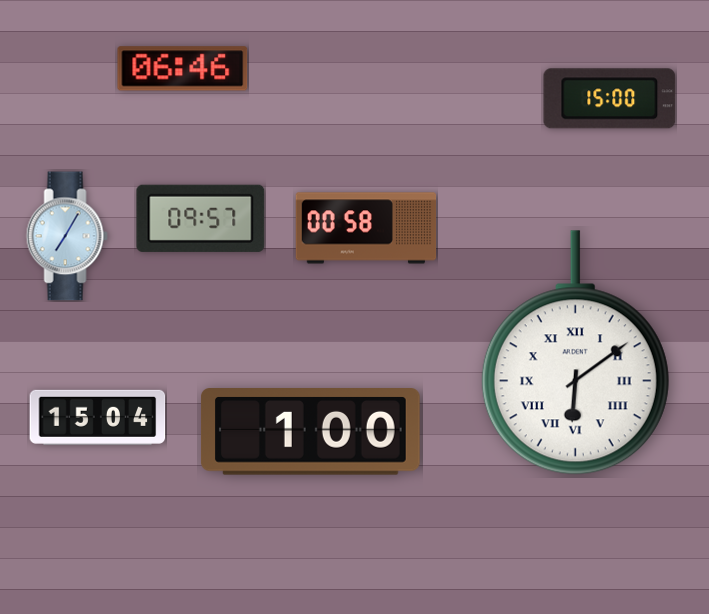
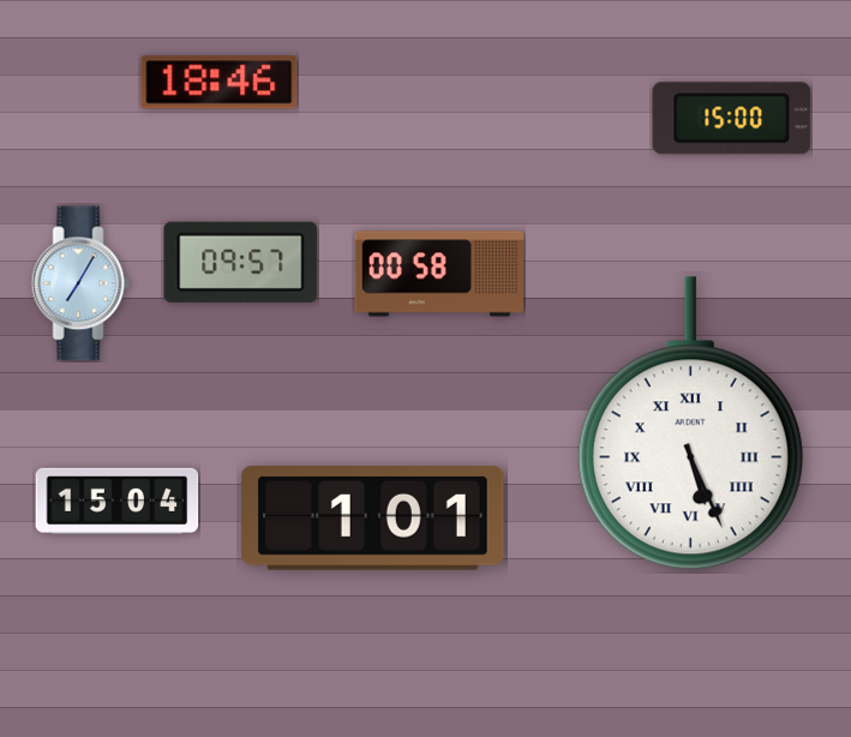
clock at (183, 69): 06:46 -> 18:46
clock at (575, 353): 6:09 -> 5:26
clock at (310, 432): 1:00 -> 1:01
